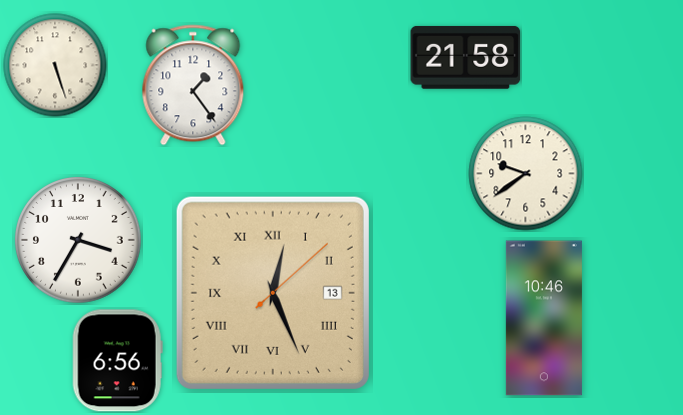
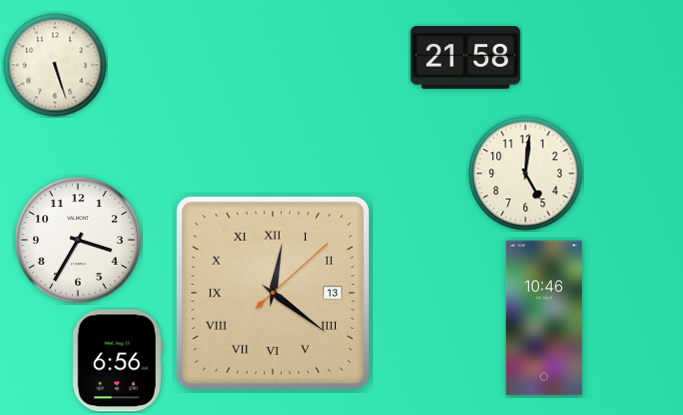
clock at (193, 85): 1:24 -> none
clock at (526, 174): 9:39 -> 5:01
clock at (273, 293): 12:26 -> 12:21
